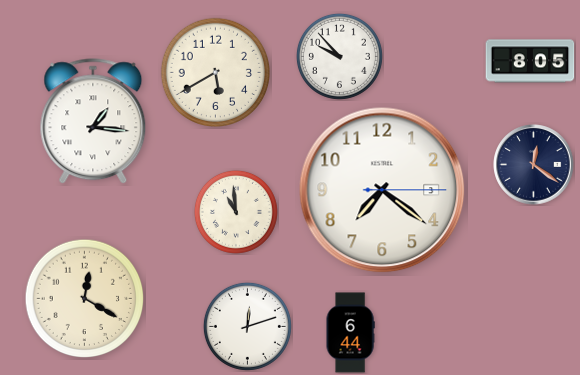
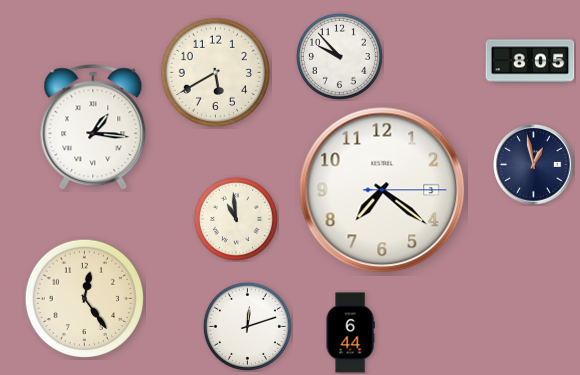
clock at (93, 122) position: (93, 122) -> (93, 128)
clock at (534, 165): 12:21 -> 12:58
clock at (236, 212) position: (236, 212) -> (236, 219)
clock at (85, 299): 12:20 -> 12:24
